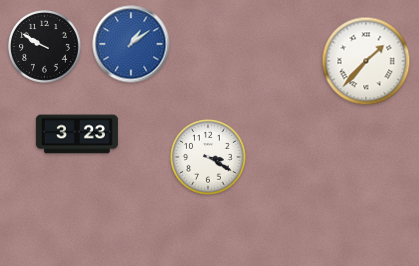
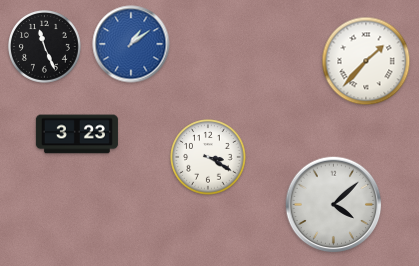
clock at (45, 47): 9:50 -> 11:26
clock at (334, 205): none -> 4:08
